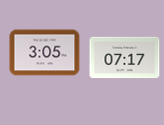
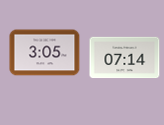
clock at (125, 58): 07:17 -> 07:14
